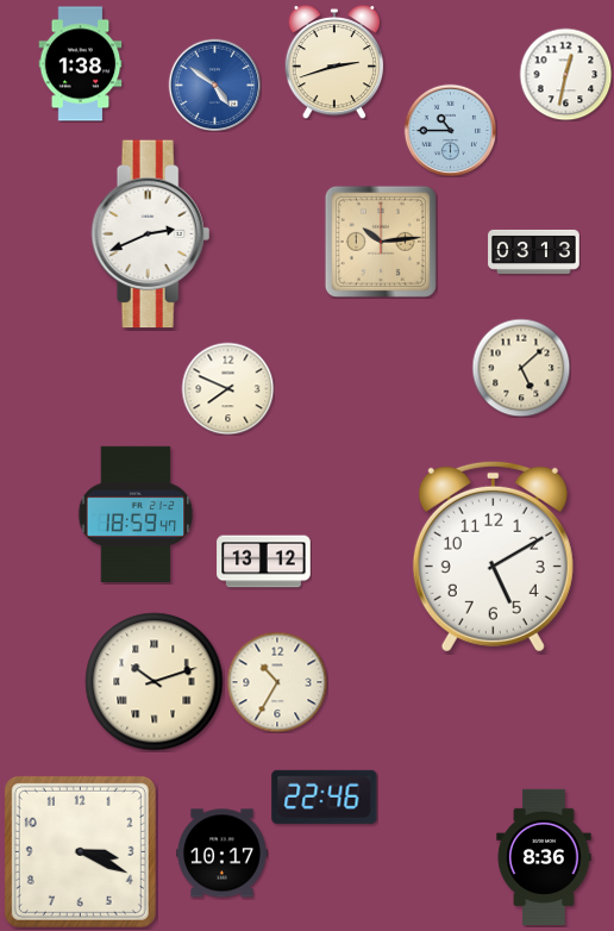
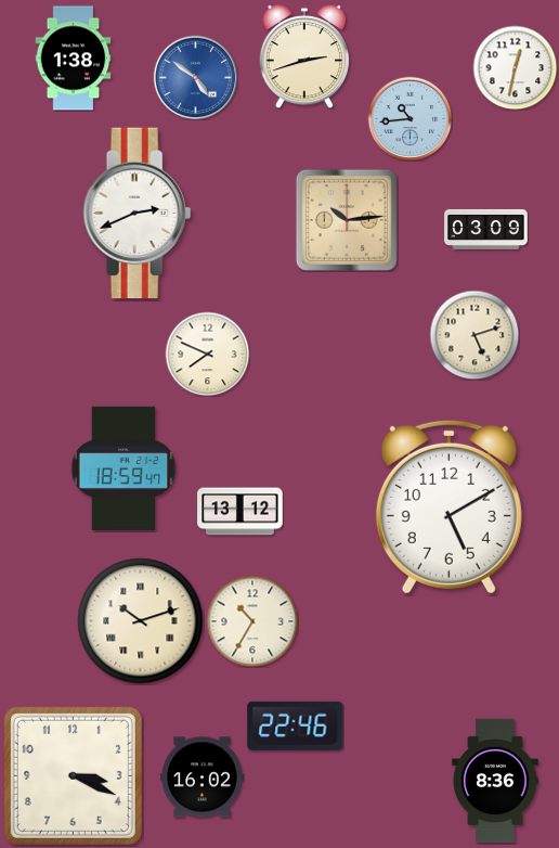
clock at (450, 130): 10:45 -> 10:44
clock at (534, 251): 03:13 -> 03:09
clock at (521, 368): 5:08 -> 5:12
clock at (223, 854): 10:17 -> 16:02
